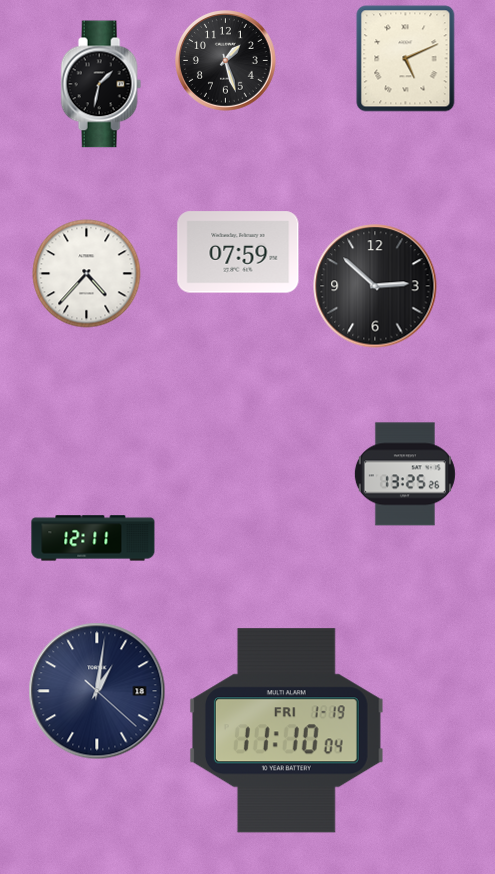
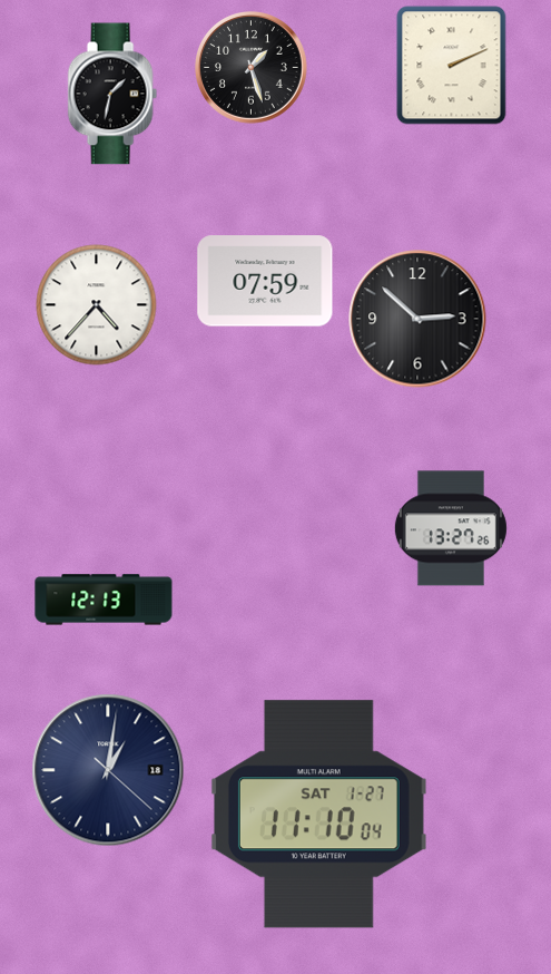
clock at (406, 59): 5:11 -> 2:11
clock at (405, 474): 13:25 -> 13:27
clock at (93, 538): 12:11 -> 12:13
clock at (286, 731) date: FRI 1-19 -> SAT 1-27
